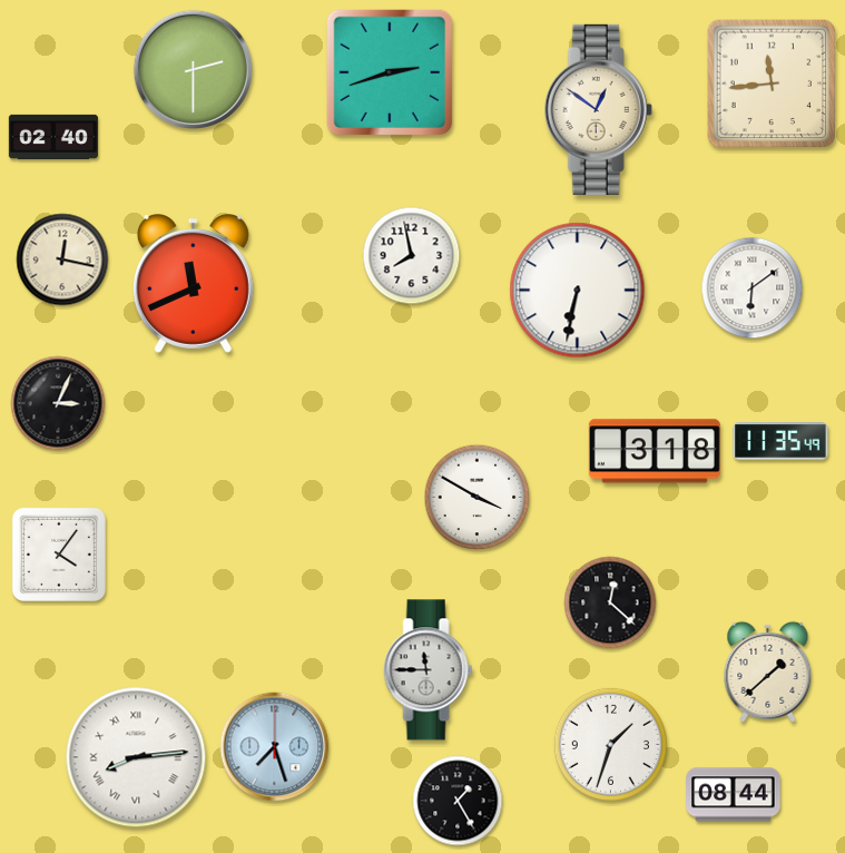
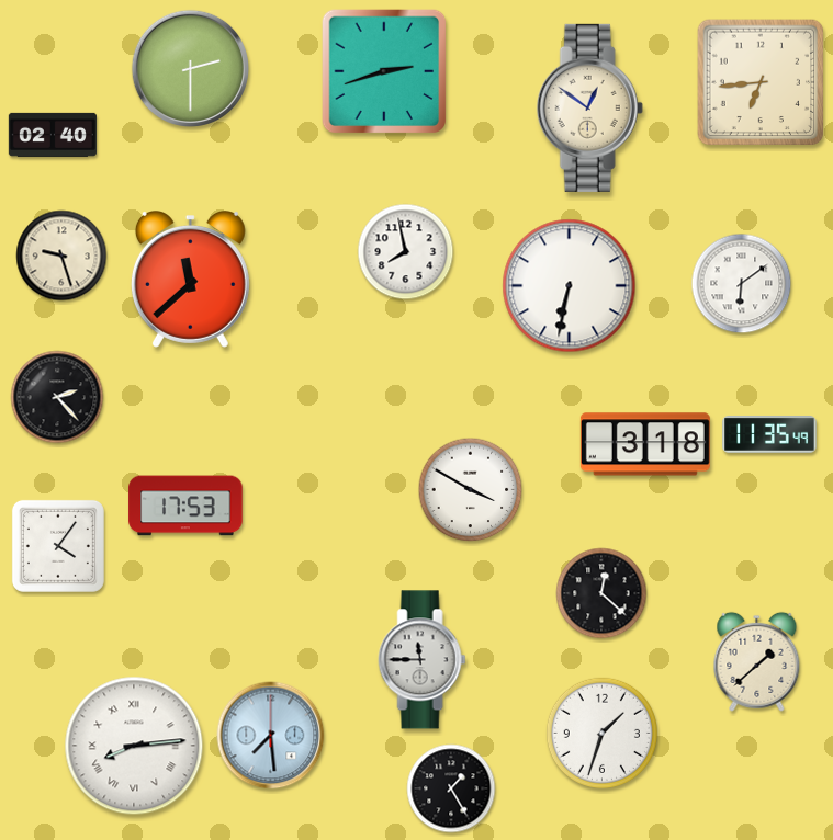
clock at (772, 84): 11:44 -> 6:44
clock at (62, 259): 12:17 -> 9:27
clock at (193, 284): 11:41 -> 11:38
clock at (58, 403): 3:04 -> 2:23
clock at (185, 506): none -> 17:53
clock at (275, 747): 7:27 -> 7:29
clock at (734, 795): 08:44 -> none
